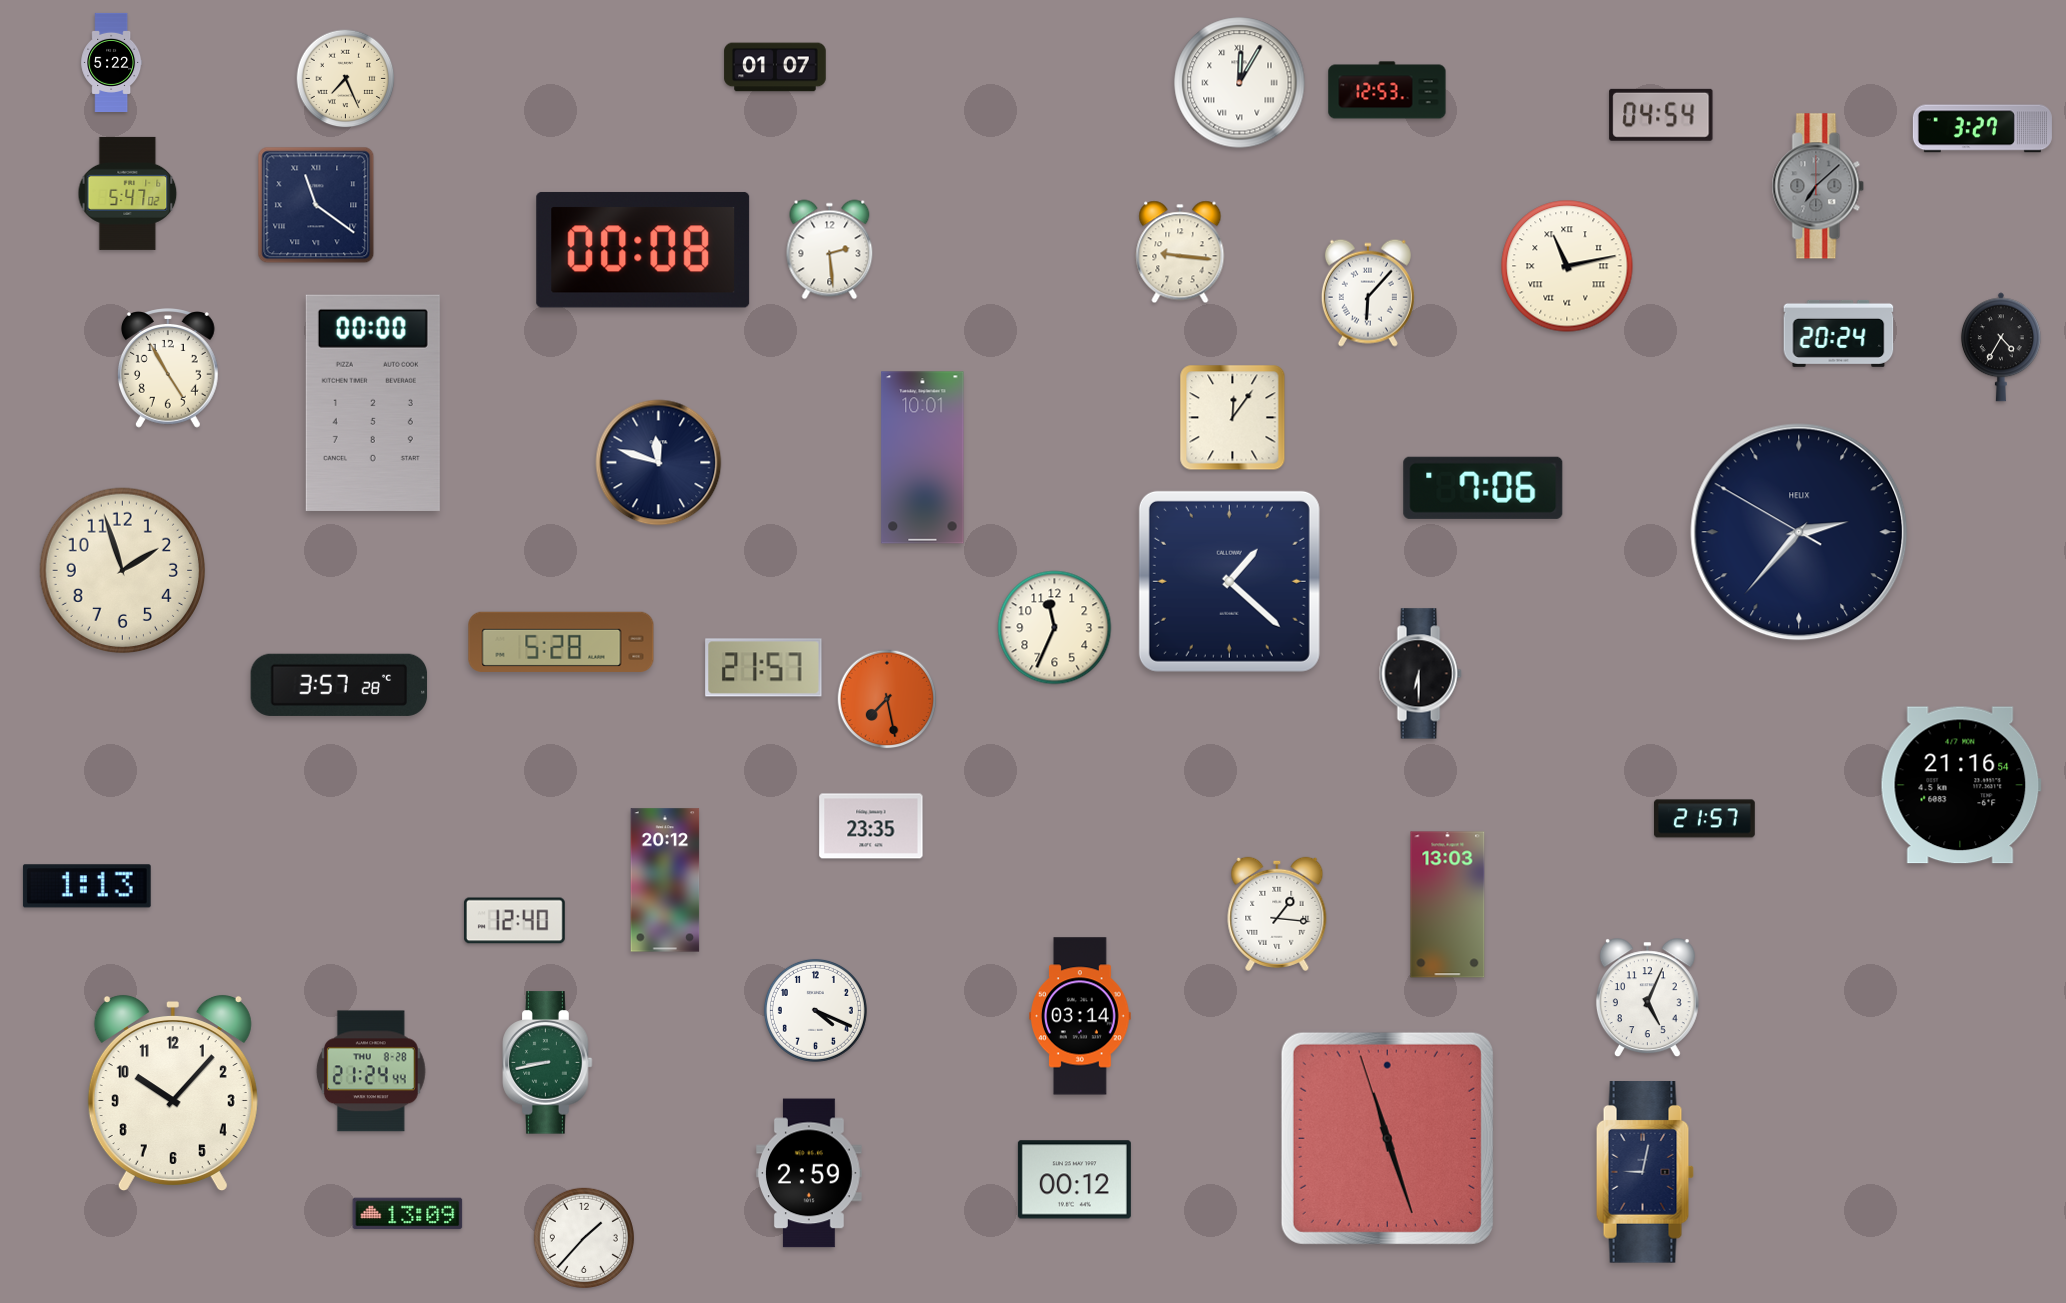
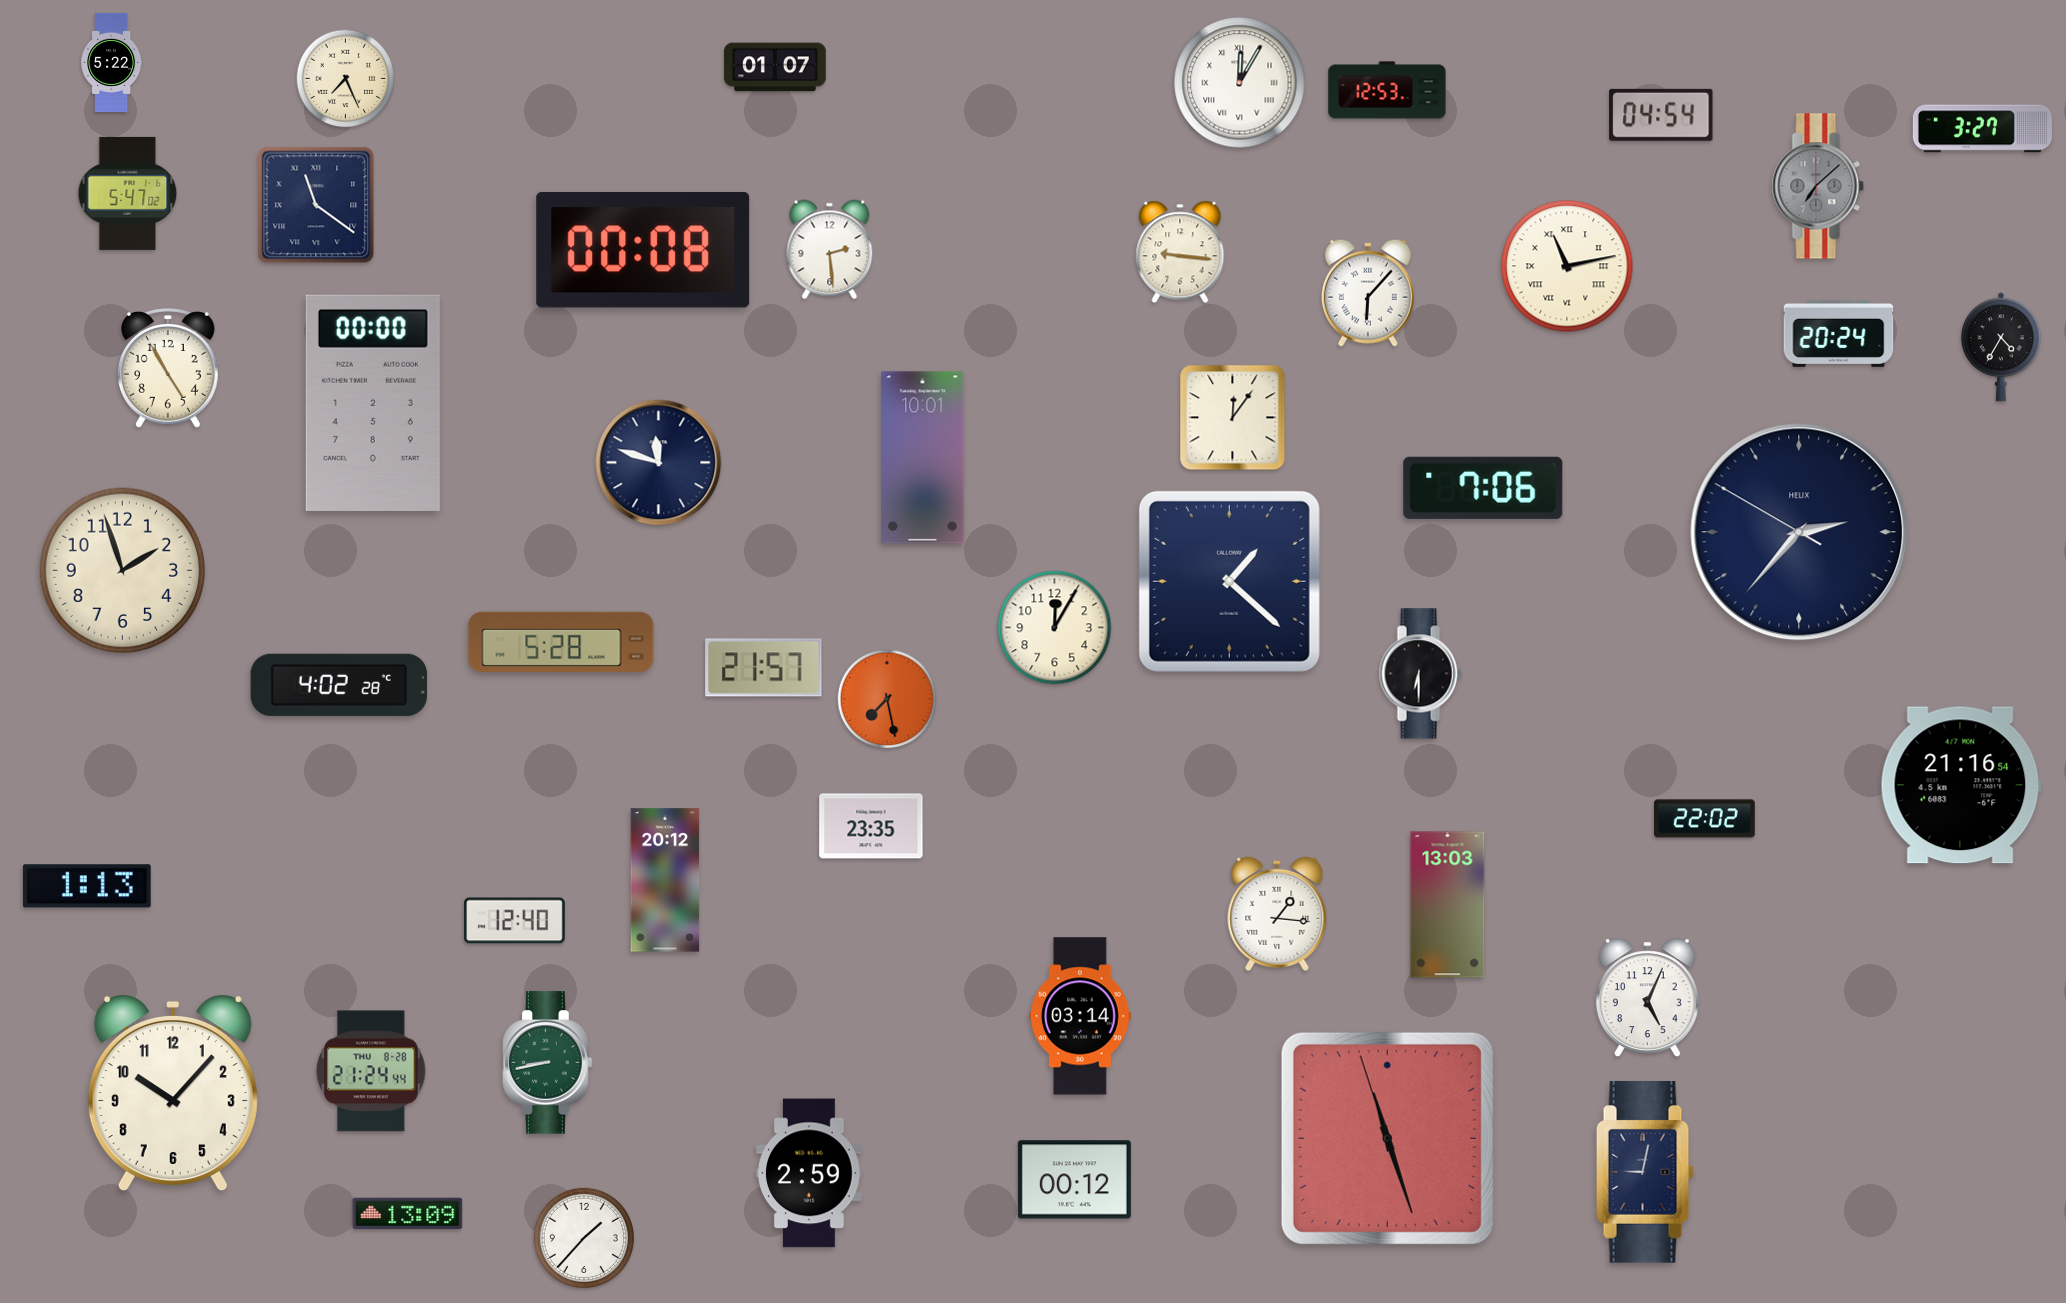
clock at (1055, 628): 11:34 -> 12:05
clock at (339, 685): 3:57 -> 4:02
clock at (1704, 819): 21:57 -> 22:02
clock at (815, 1010): 4:19 -> none
